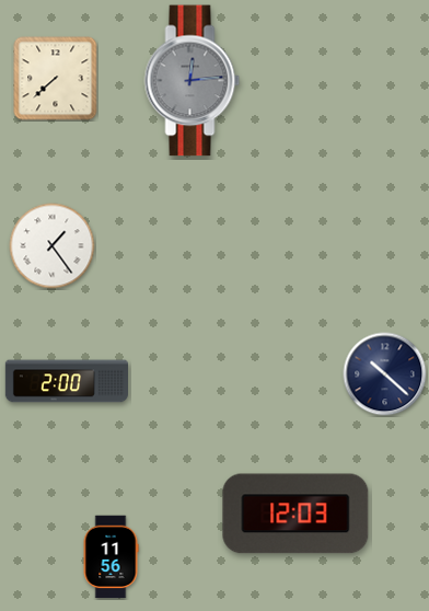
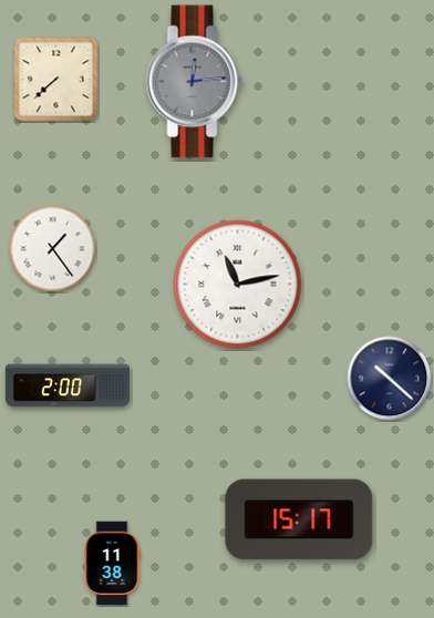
clock at (238, 285): none -> 11:13
clock at (295, 514): 12:03 -> 15:17
clock at (111, 557): 11:56 -> 11:38
